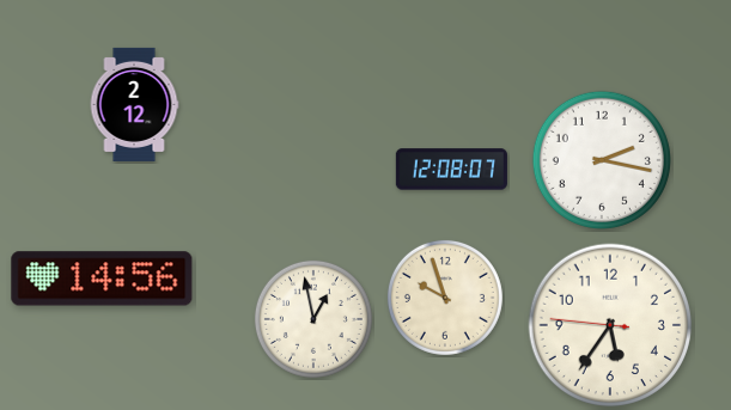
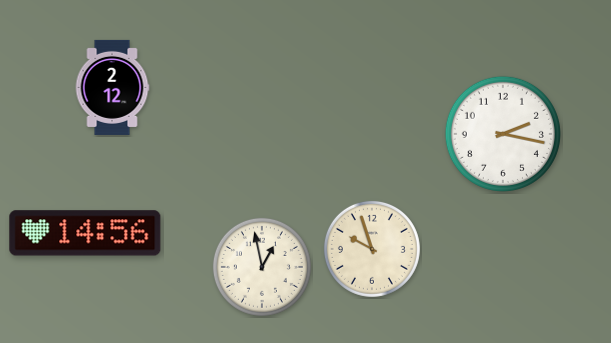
clock at (451, 170): 12:08 -> none
clock at (610, 325): 5:35 -> none
